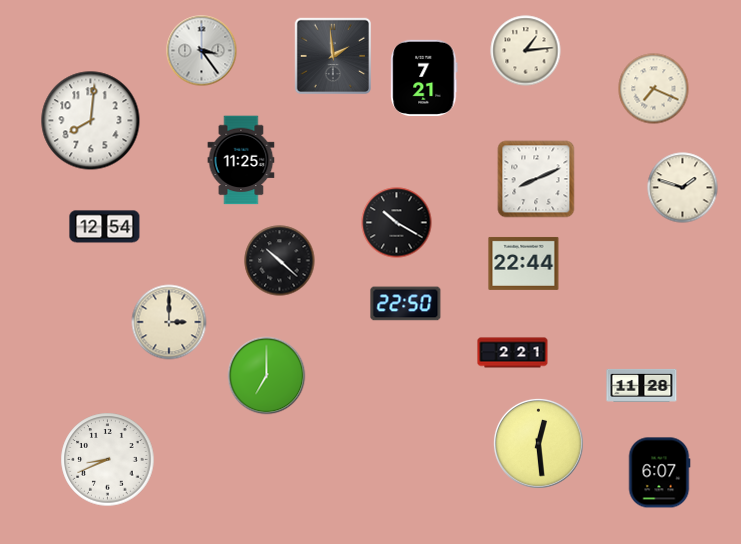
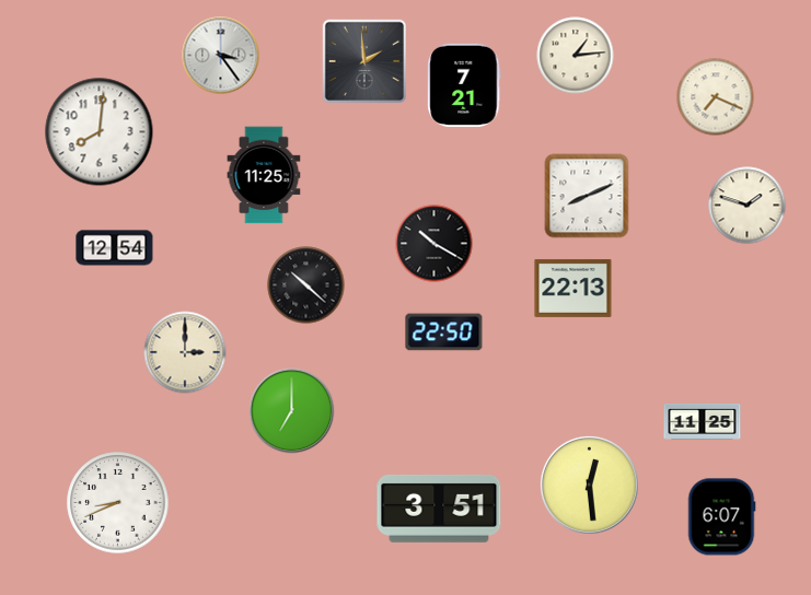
clock at (524, 263): 22:44 -> 22:13
clock at (513, 353): 2:21 -> none
clock at (642, 385): 11:28 -> 11:25
clock at (439, 509): none -> 3:51
